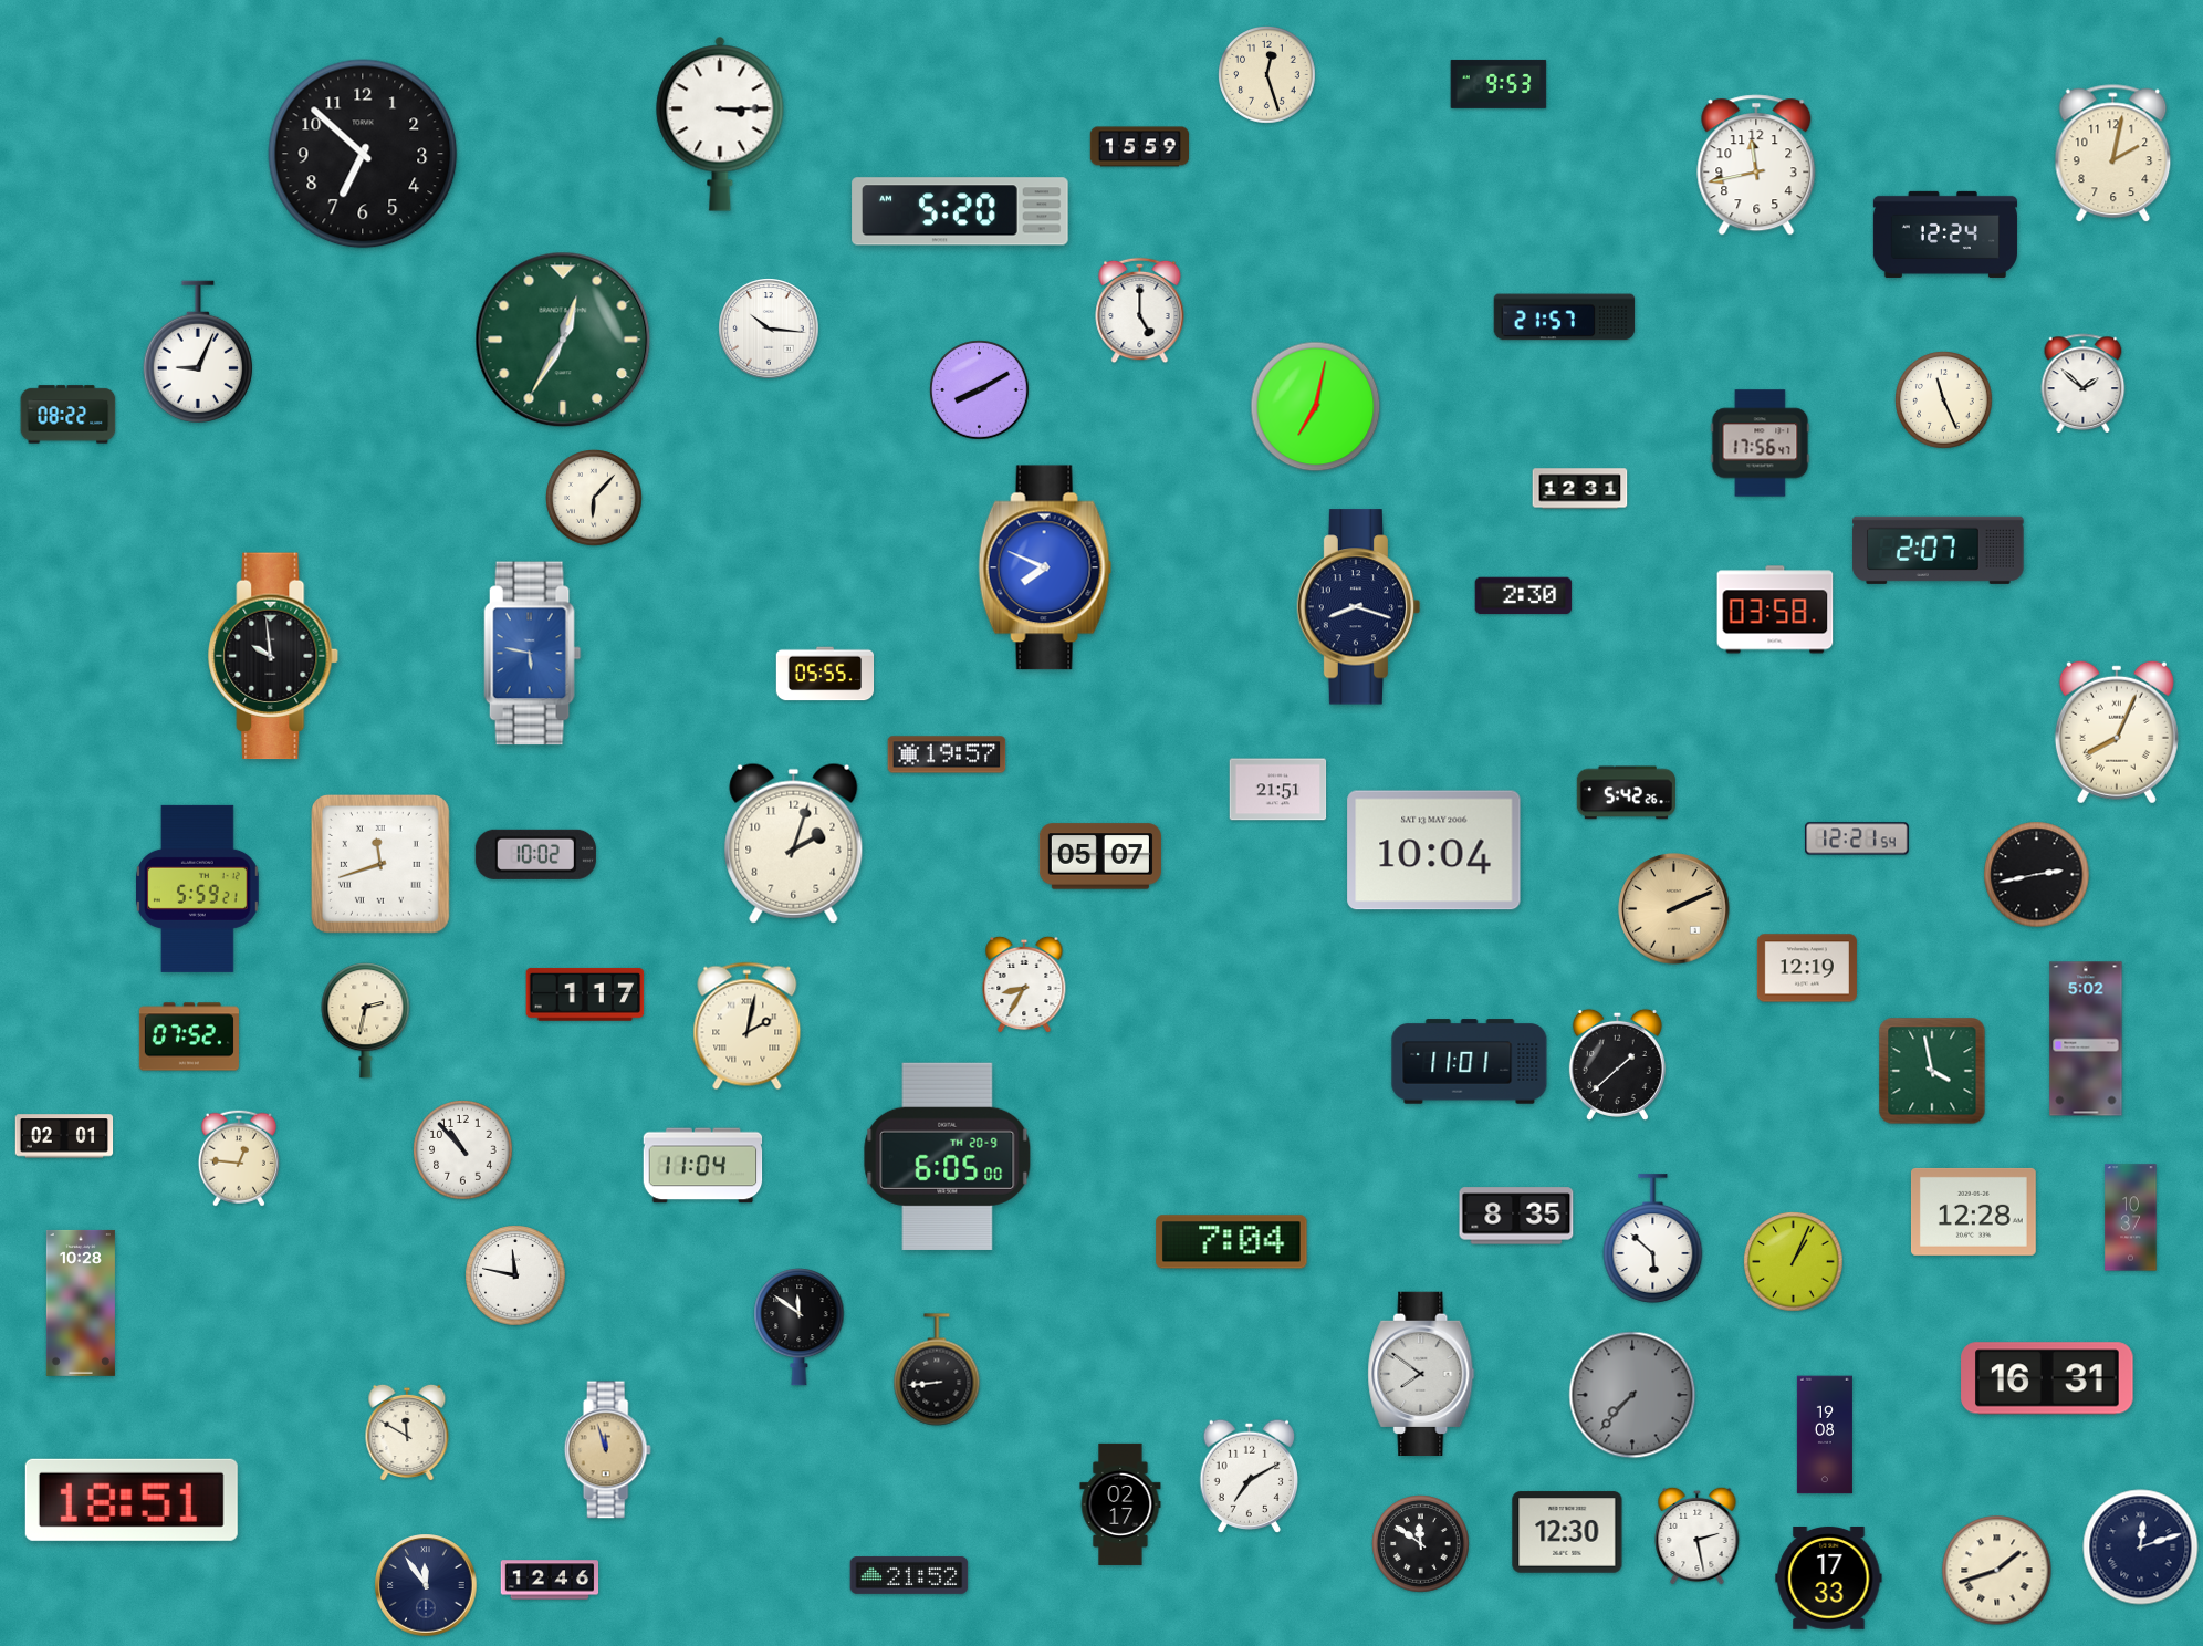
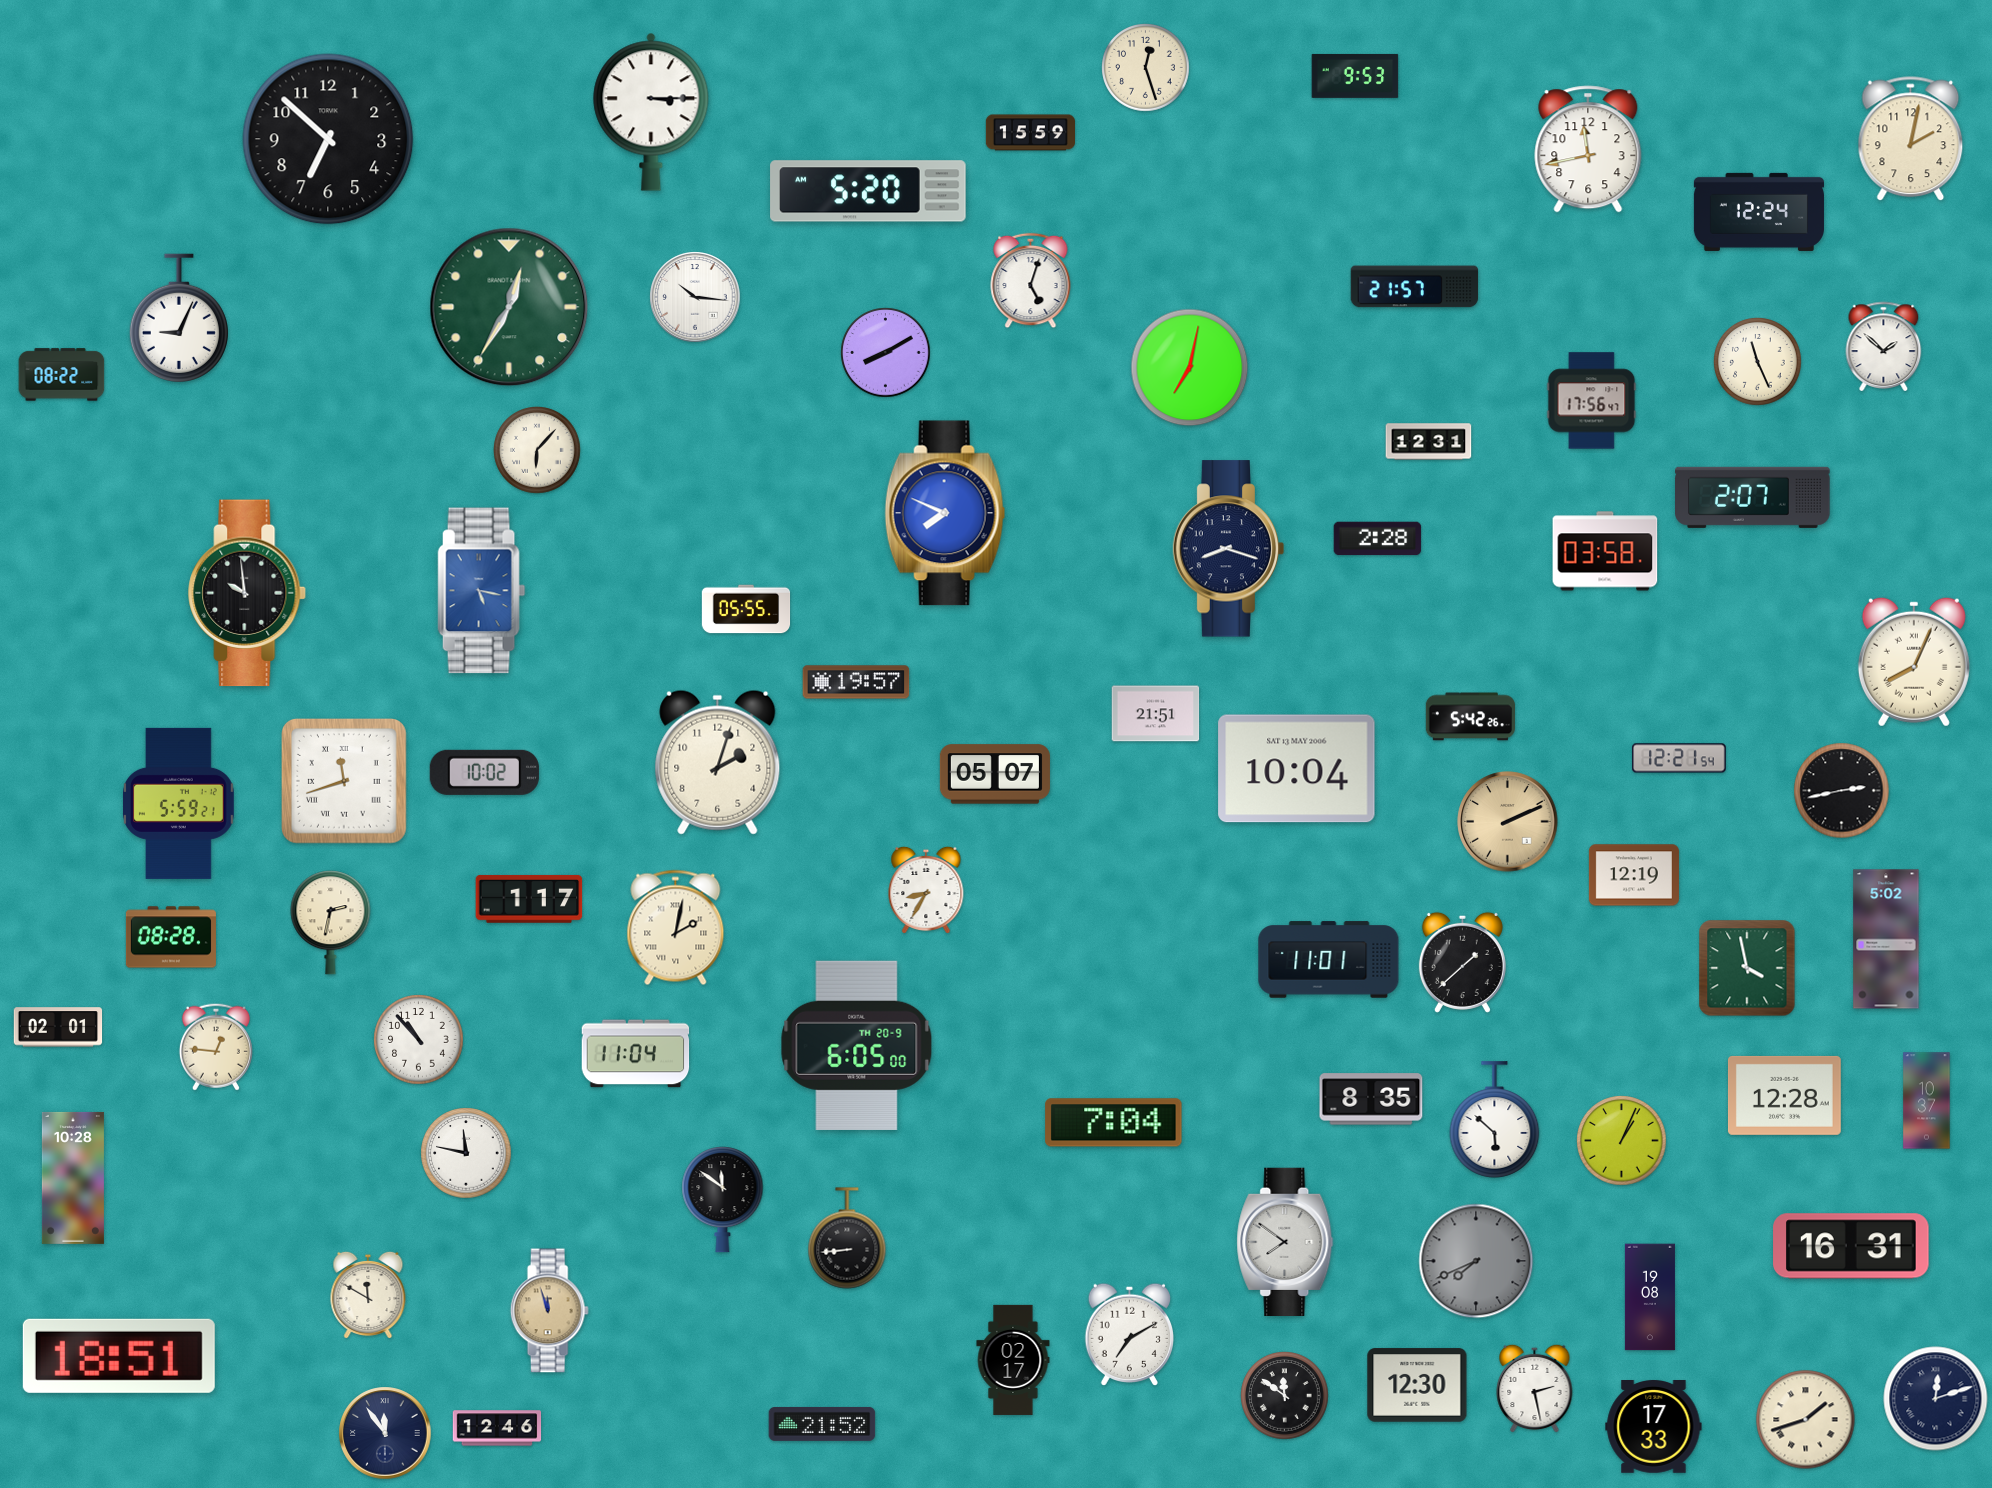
clock at (1140, 311): 5:00 -> 5:03
clock at (1524, 596): 2:30 -> 2:28
clock at (533, 654): 5:47 -> 5:17
clock at (1674, 909) position: (1674, 909) -> (1508, 822)
clock at (189, 1036): 07:52 -> 08:28
clock at (1632, 1395): 7:37 -> 7:41
